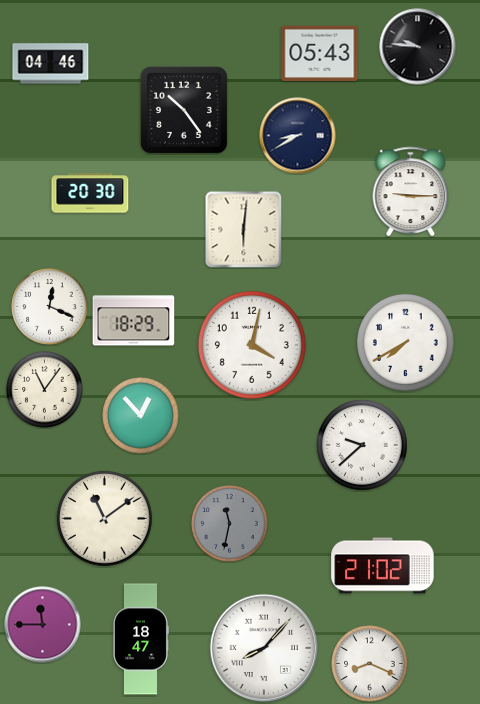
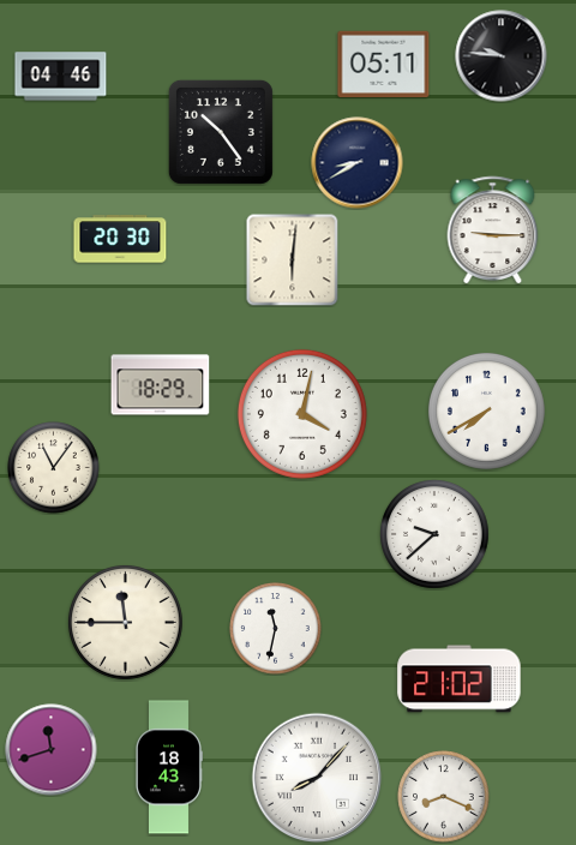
clock at (320, 53): 05:43 -> 05:11
clock at (90, 193) position: (90, 193) -> (120, 239)
clock at (243, 229) position: (243, 229) -> (292, 259)
clock at (50, 307): 12:19 -> none
clock at (141, 416): 12:53 -> none
clock at (105, 519): 11:09 -> 11:45
clock at (230, 524) dial: grey -> white
clock at (43, 625): 11:45 -> 11:42
clock at (140, 639): 18:47 -> 18:43
